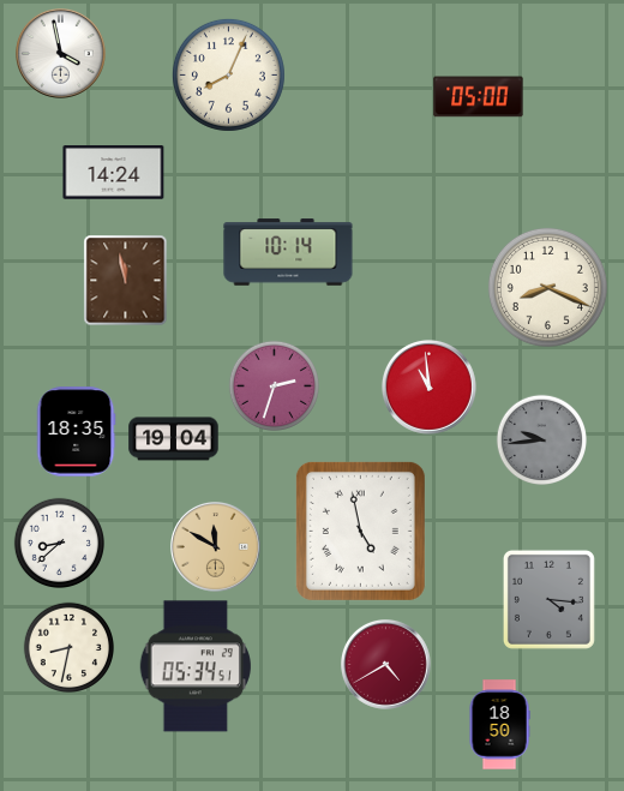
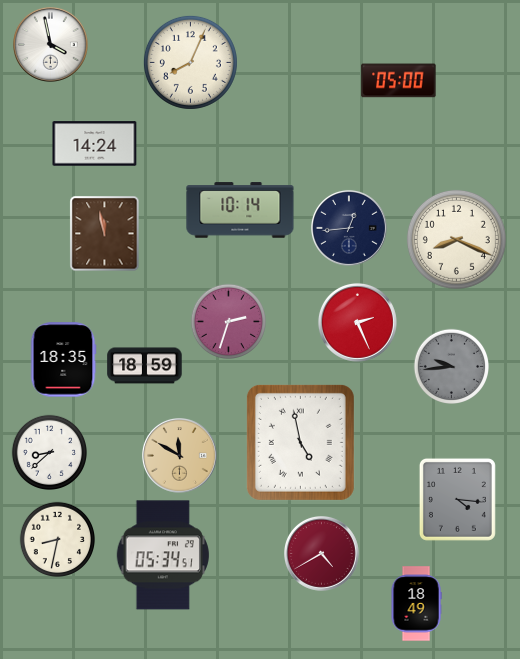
clock at (349, 228): none -> 12:44
clock at (428, 386): 10:59 -> 2:26
clock at (174, 439): 19:04 -> 18:59
clock at (499, 725): 18:50 -> 18:49
